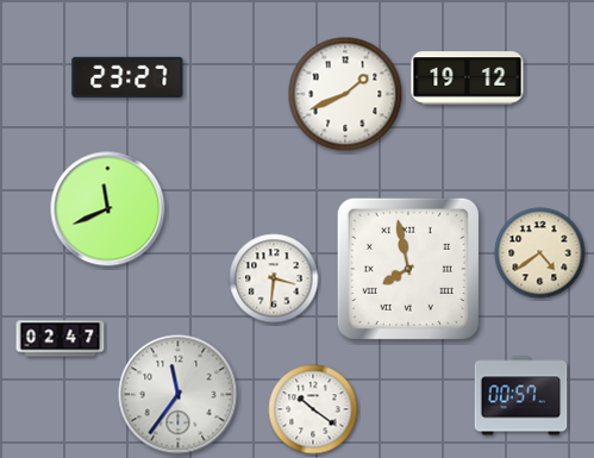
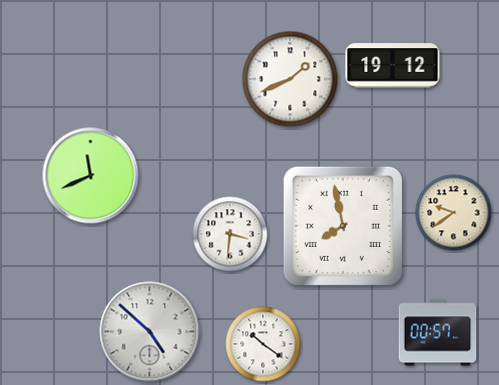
clock at (127, 77): 23:27 -> none
clock at (540, 253): 4:39 -> 9:39
clock at (61, 339): 02:47 -> none
clock at (179, 395): 11:36 -> 4:52
